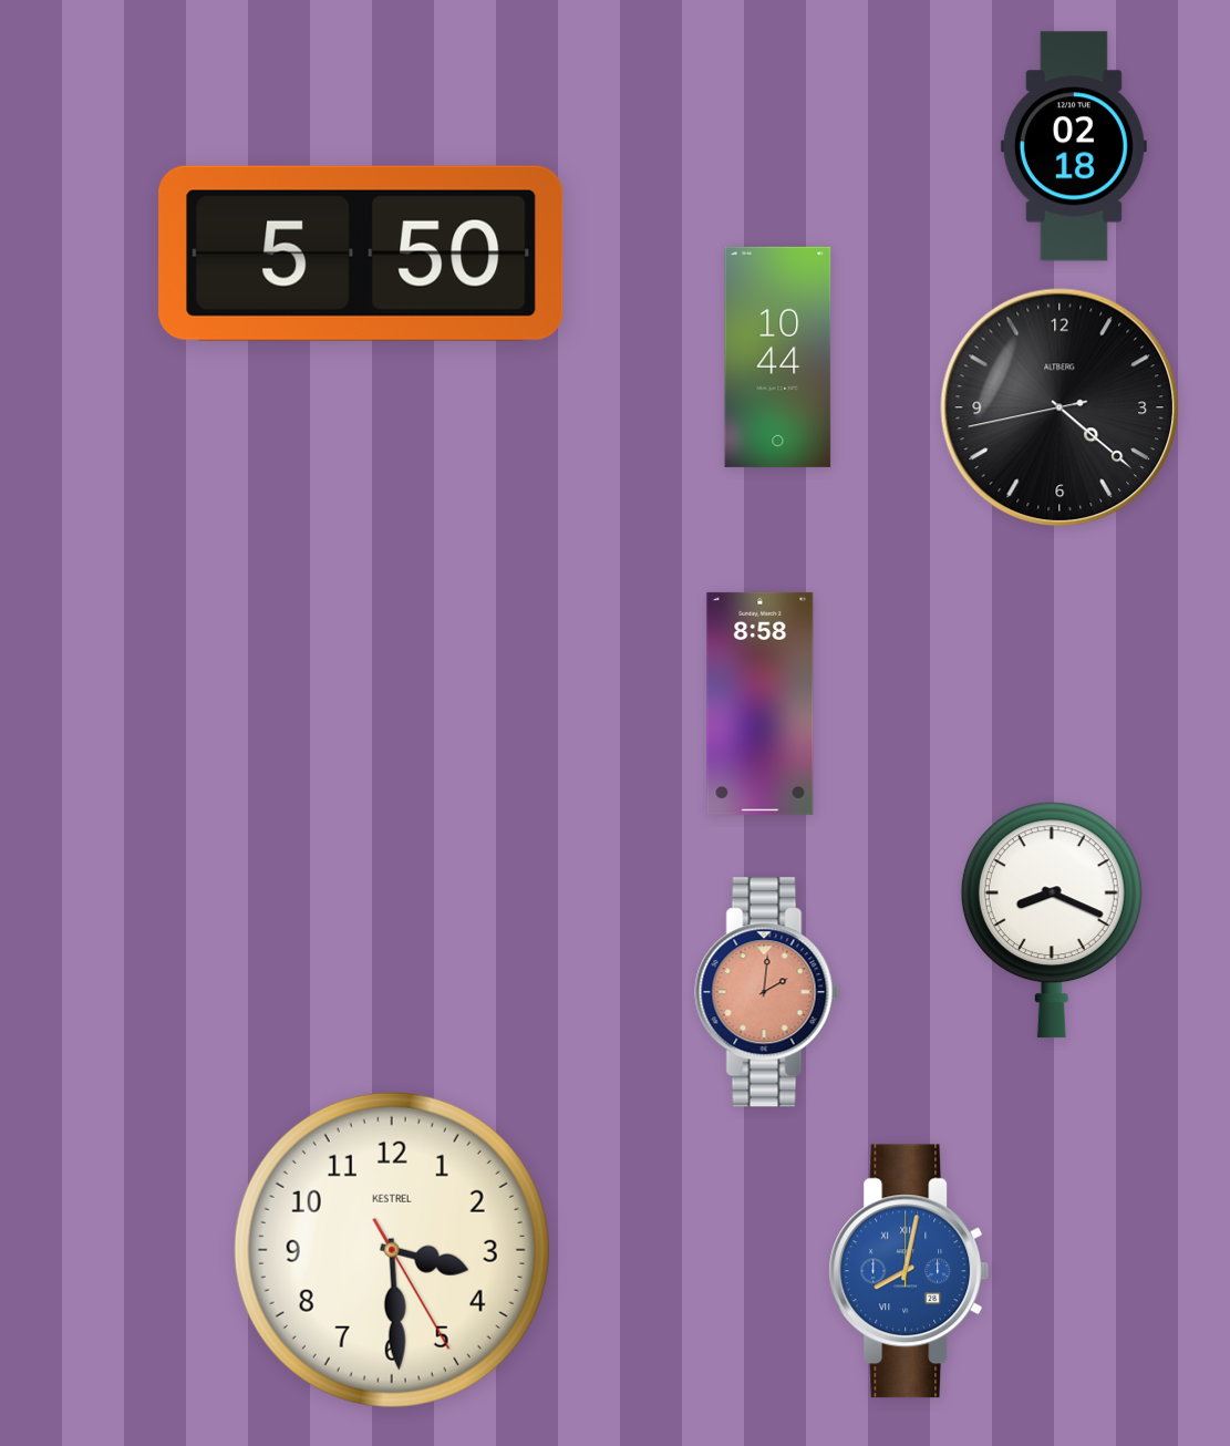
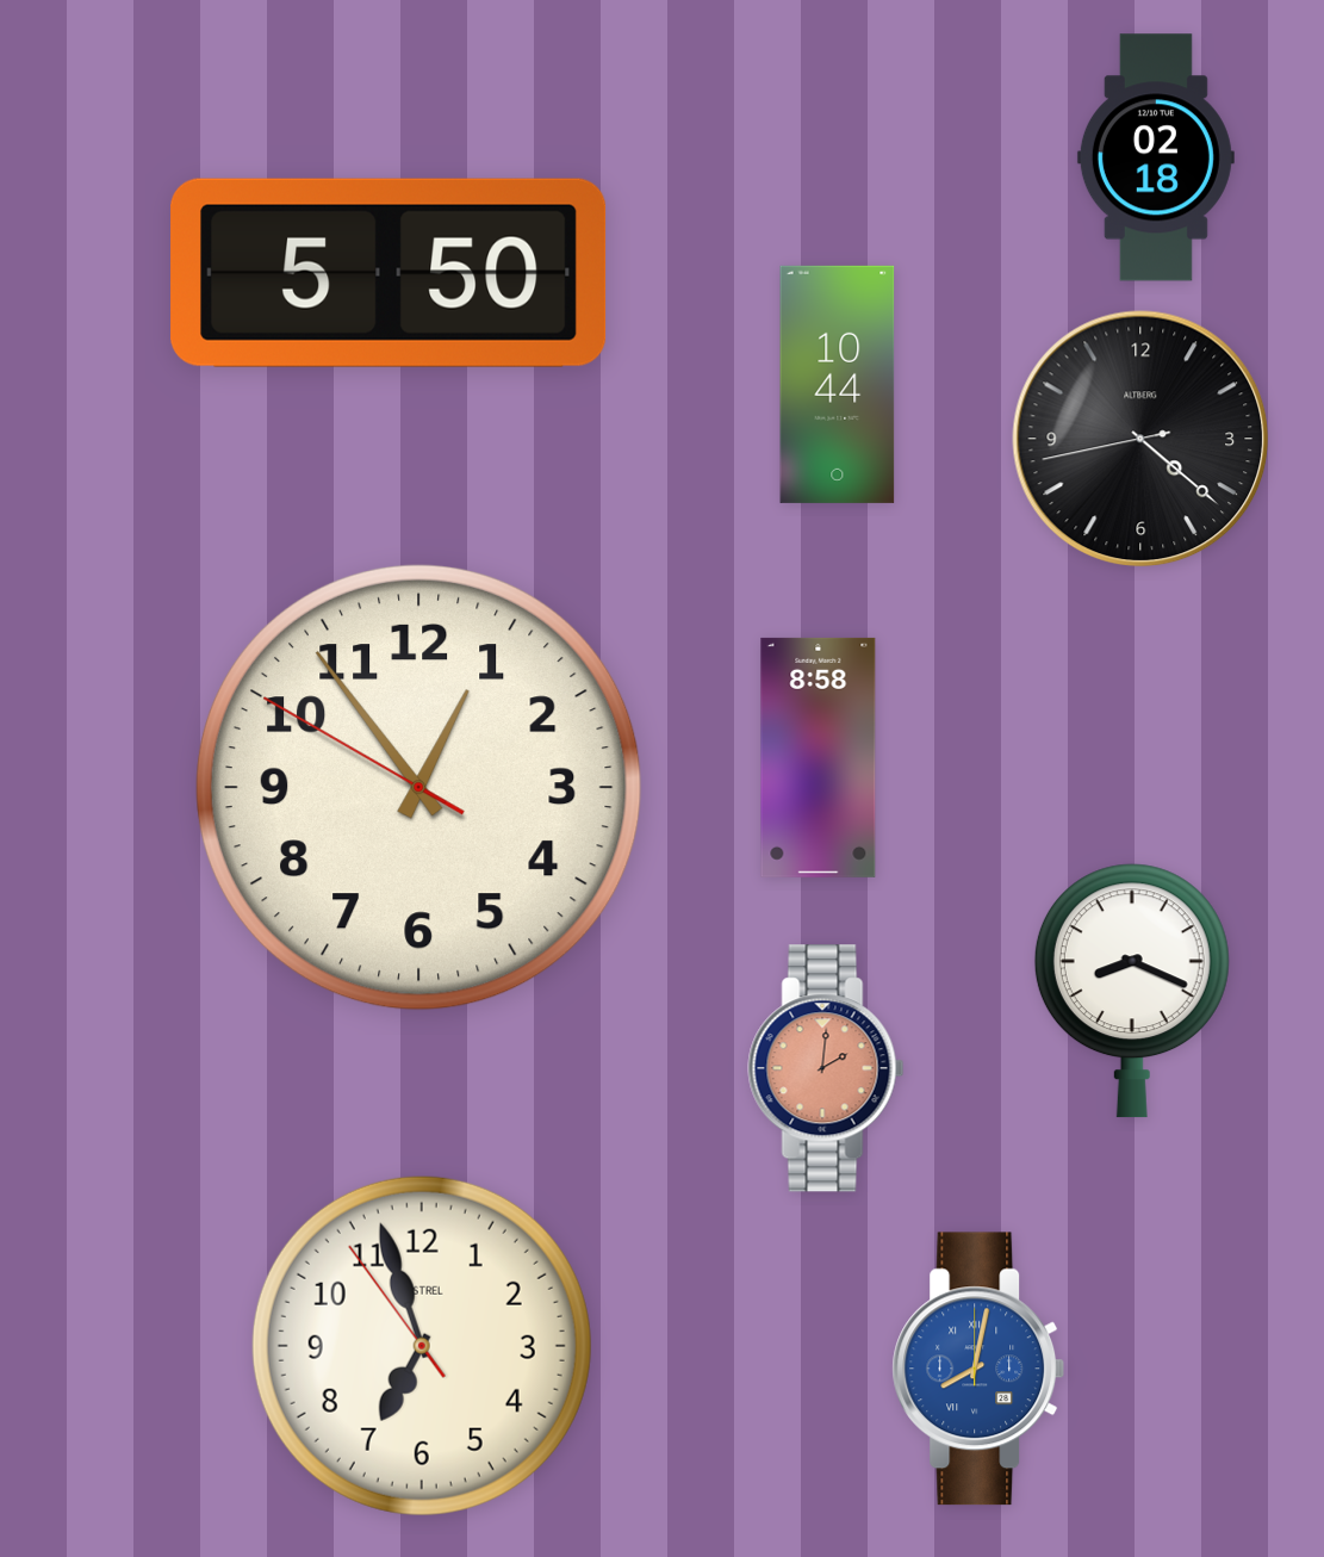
clock at (418, 787): none -> 12:53
clock at (392, 1250): 3:29 -> 6:56
